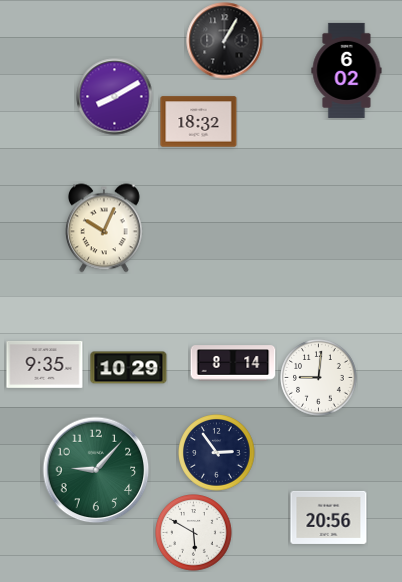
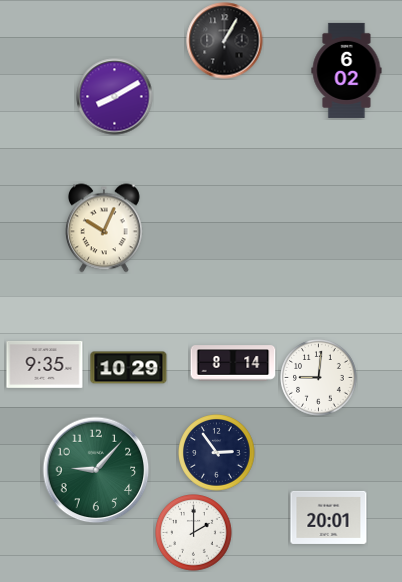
clock at (199, 122): 18:32 -> none
clock at (329, 517): 20:56 -> 20:01
clock at (194, 533): 5:50 -> 2:00
